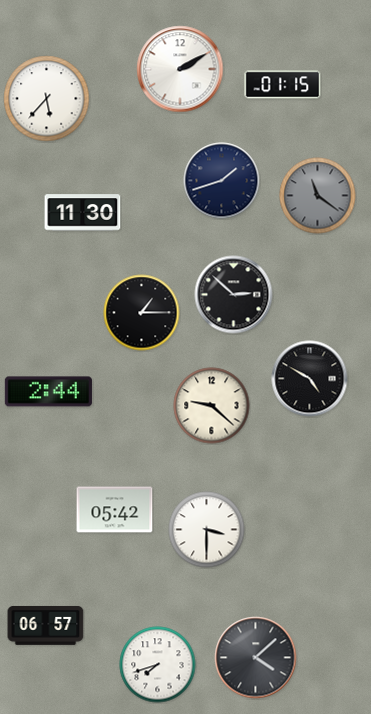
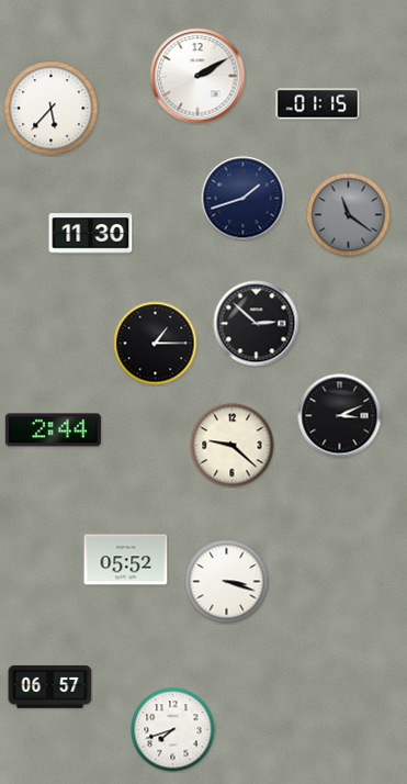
clock at (283, 85) position: (283, 85) -> (318, 104)
clock at (310, 379): 4:50 -> 3:11
clock at (115, 510): 05:42 -> 05:52
clock at (207, 530): 3:30 -> 3:18
clock at (256, 658): 4:08 -> none
